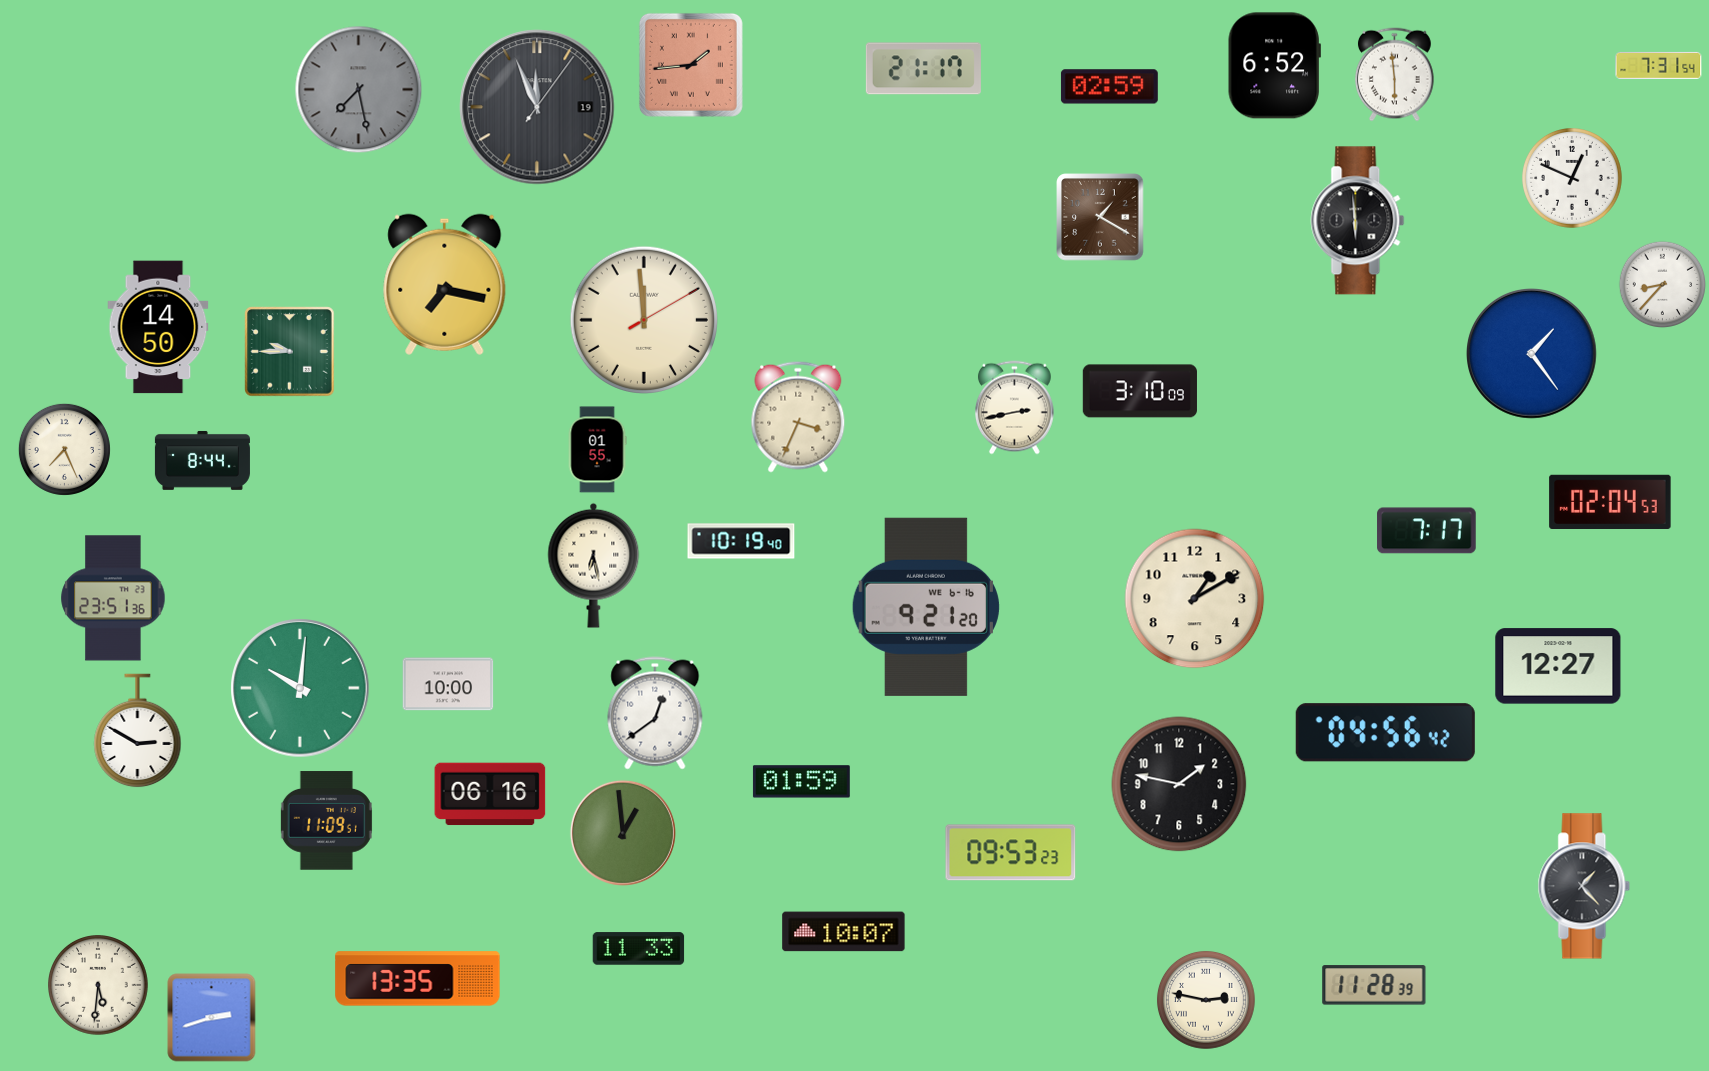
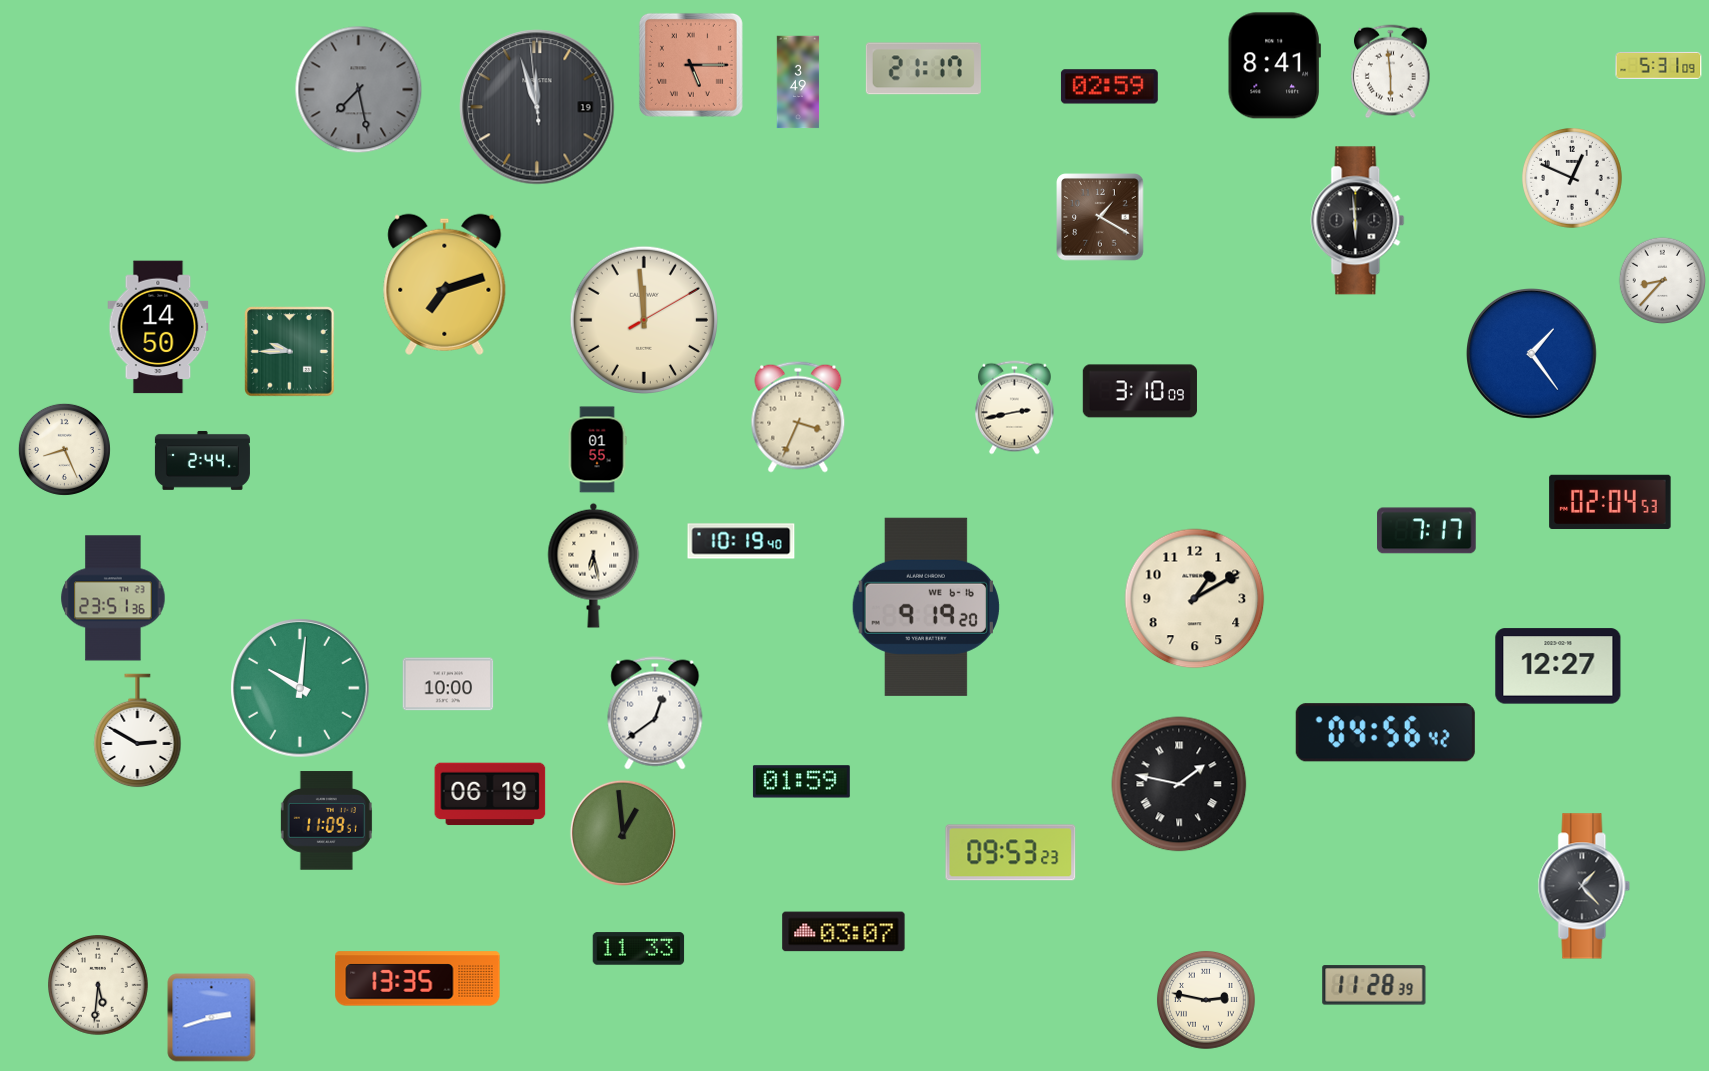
clock at (691, 65): 1:44 -> 5:15
clock at (1659, 65): 7:31 -> 5:31
clock at (1274, 66): 6:52 -> 8:41
clock at (1395, 75) position: (1395, 75) -> (1391, 72)
clock at (798, 82): none -> 3:49
clock at (537, 107): 11:56:06 -> 11:56:59
clock at (445, 284): 7:17 -> 7:12
clock at (1663, 285) position: (1663, 285) -> (1663, 281)
clock at (64, 449): 7:26 -> 8:26
clock at (202, 460): 8:44 -> 2:44
clock at (926, 607): 9:21 -> 9:19
clock at (1179, 784) numerals: Arabic -> Roman
clock at (490, 794): 06:16 -> 06:19
clock at (844, 932): 10:07 -> 03:07
